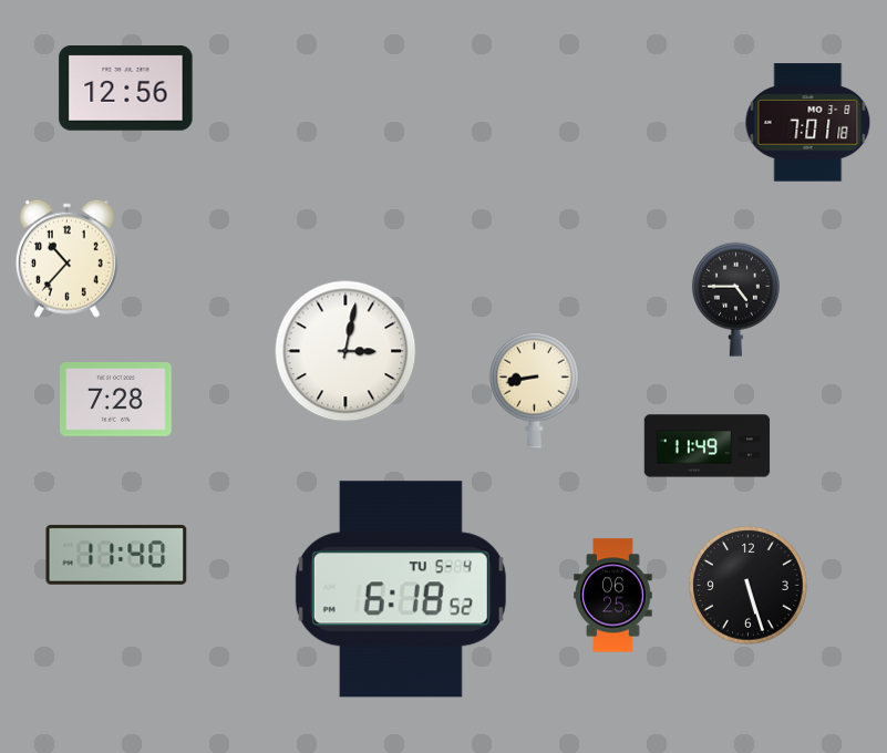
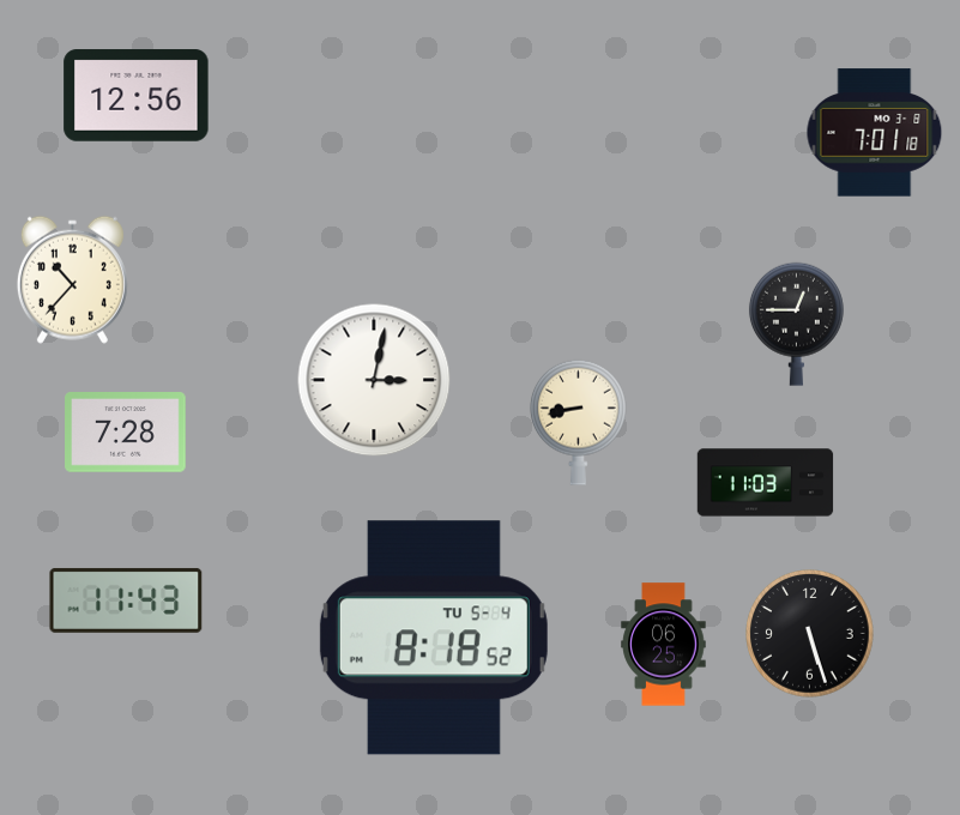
clock at (735, 299): 4:45 -> 12:45
clock at (708, 446): 11:49 -> 11:03
clock at (116, 555): 11:40 -> 11:43
clock at (401, 589): 6:18 -> 8:18
